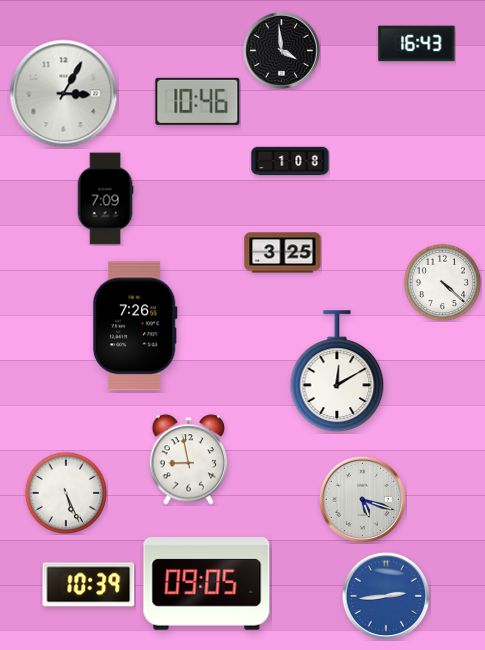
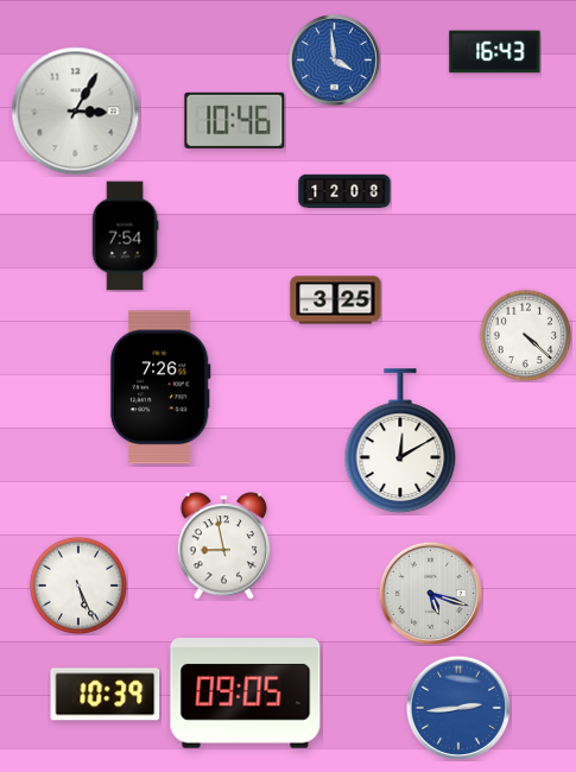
clock at (282, 51) dial: black -> blue
clock at (290, 161): 1:08 -> 12:08
clock at (105, 199): 7:09 -> 7:54
